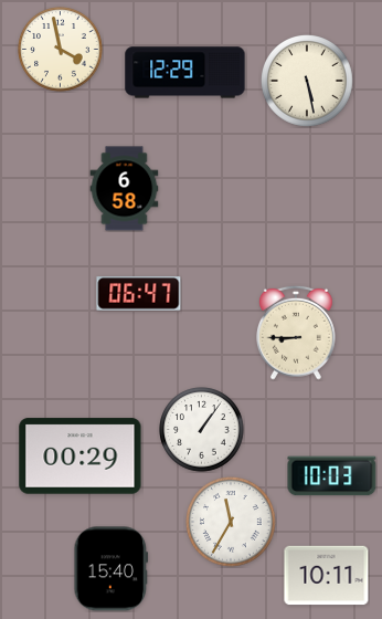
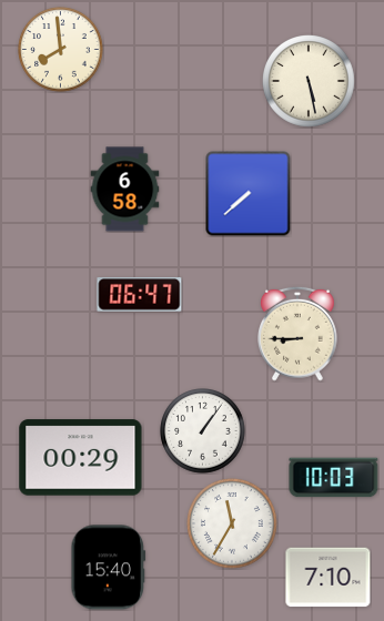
clock at (61, 50): 3:58 -> 7:59
clock at (185, 73): 12:29 -> none
clock at (249, 194): none -> 7:38
clock at (112, 569) position: (112, 569) -> (109, 568)
clock at (327, 576): 10:11 -> 7:10
